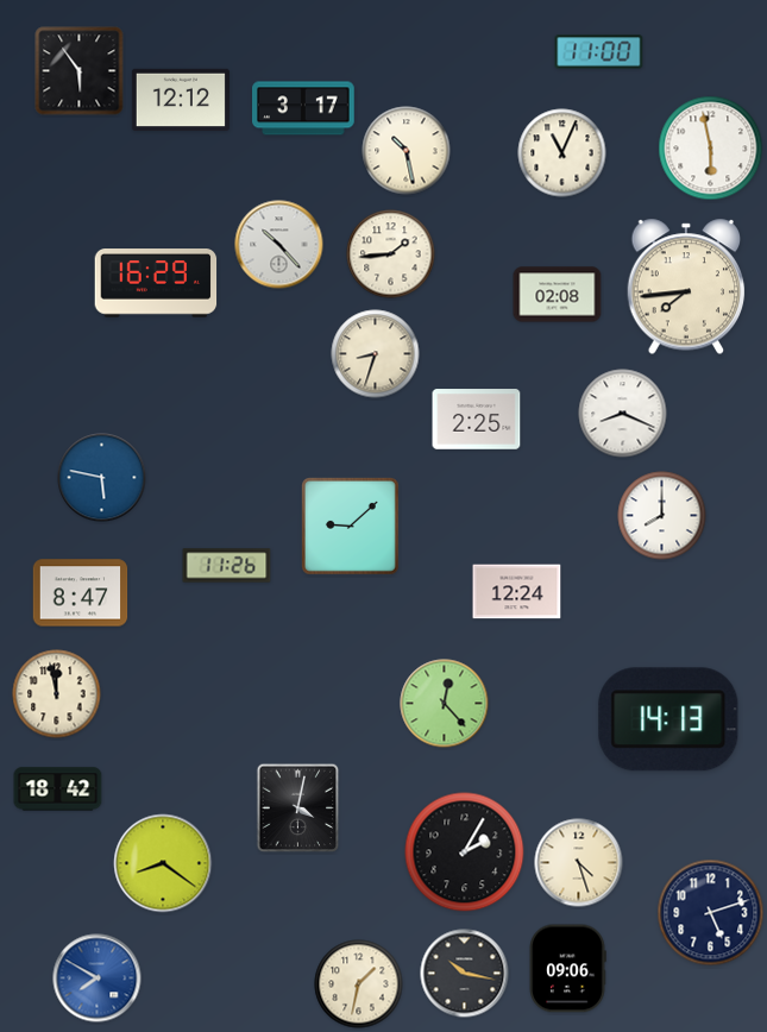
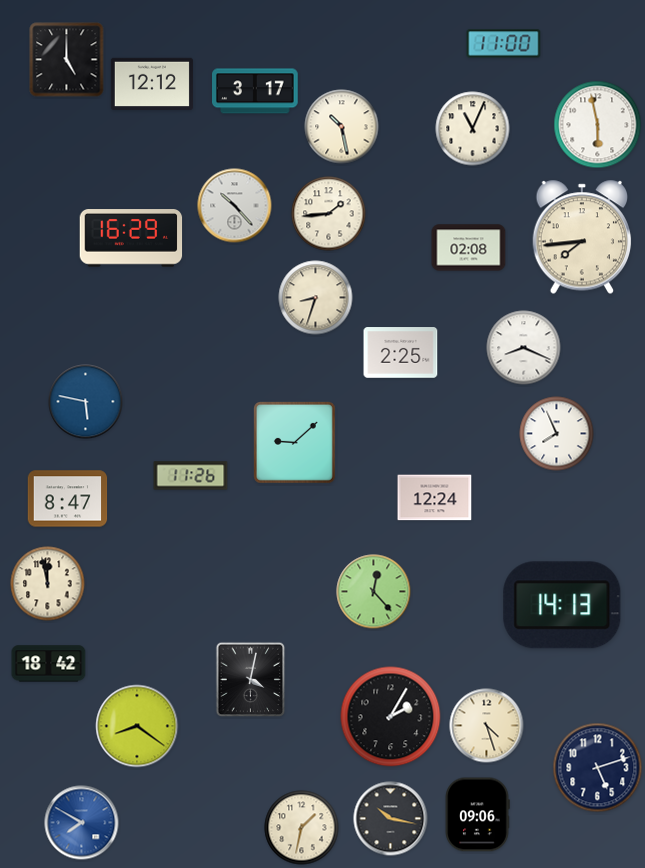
clock at (80, 71): 5:54 -> 5:00
clock at (686, 287) position: (686, 287) -> (582, 237)
clock at (662, 516): 8:00 -> 7:56
